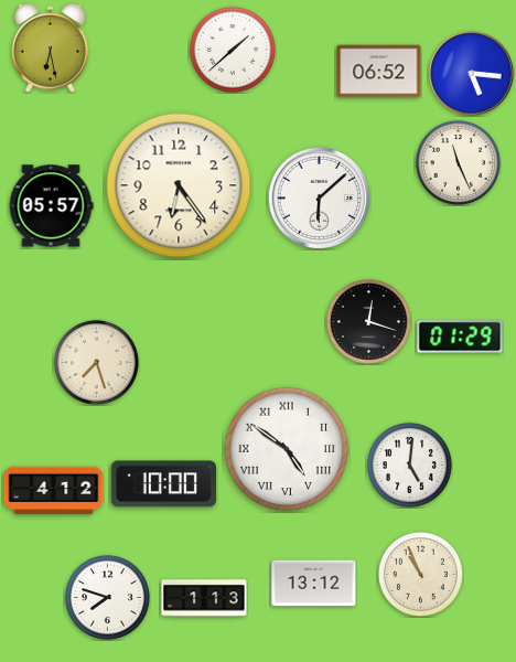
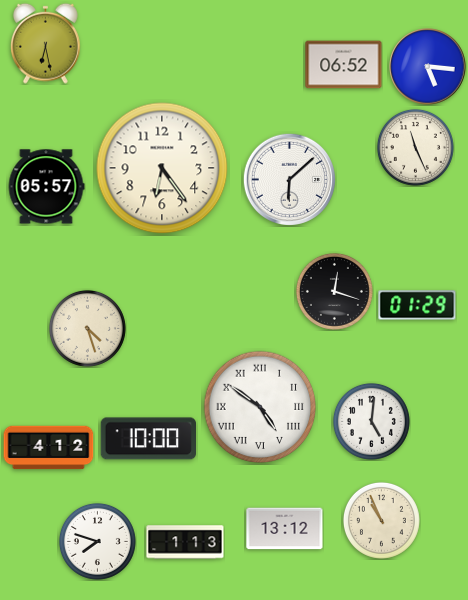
clock at (233, 50): 1:38 -> none
clock at (96, 362): 7:27 -> 4:27
clock at (54, 491) position: (54, 491) -> (49, 448)
